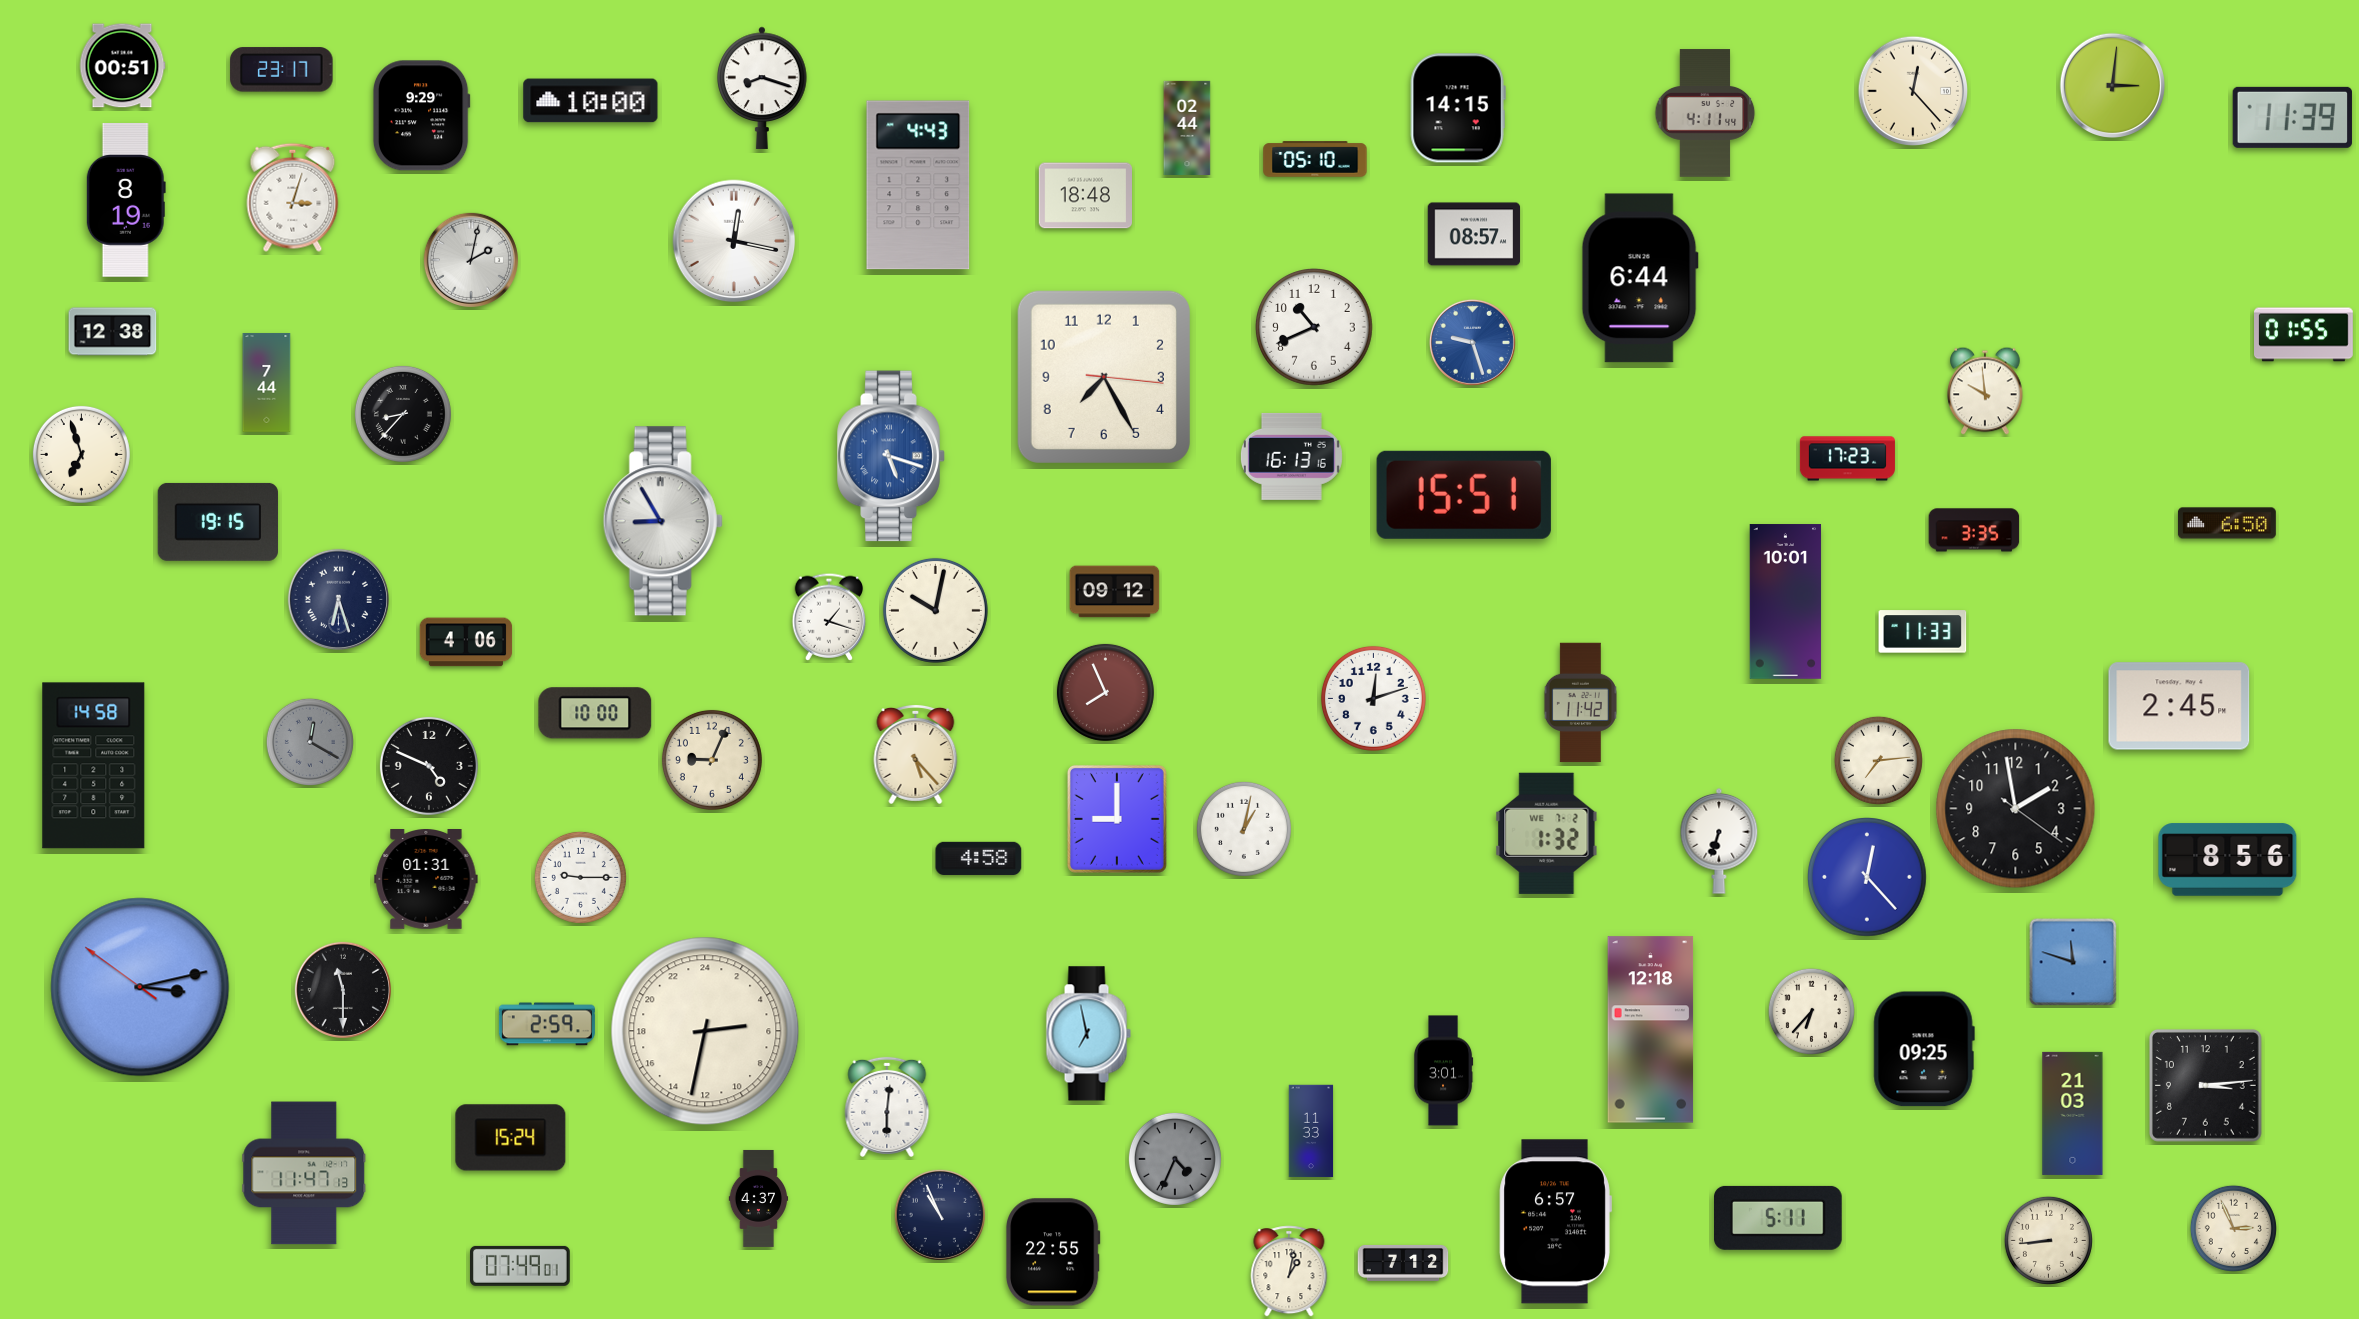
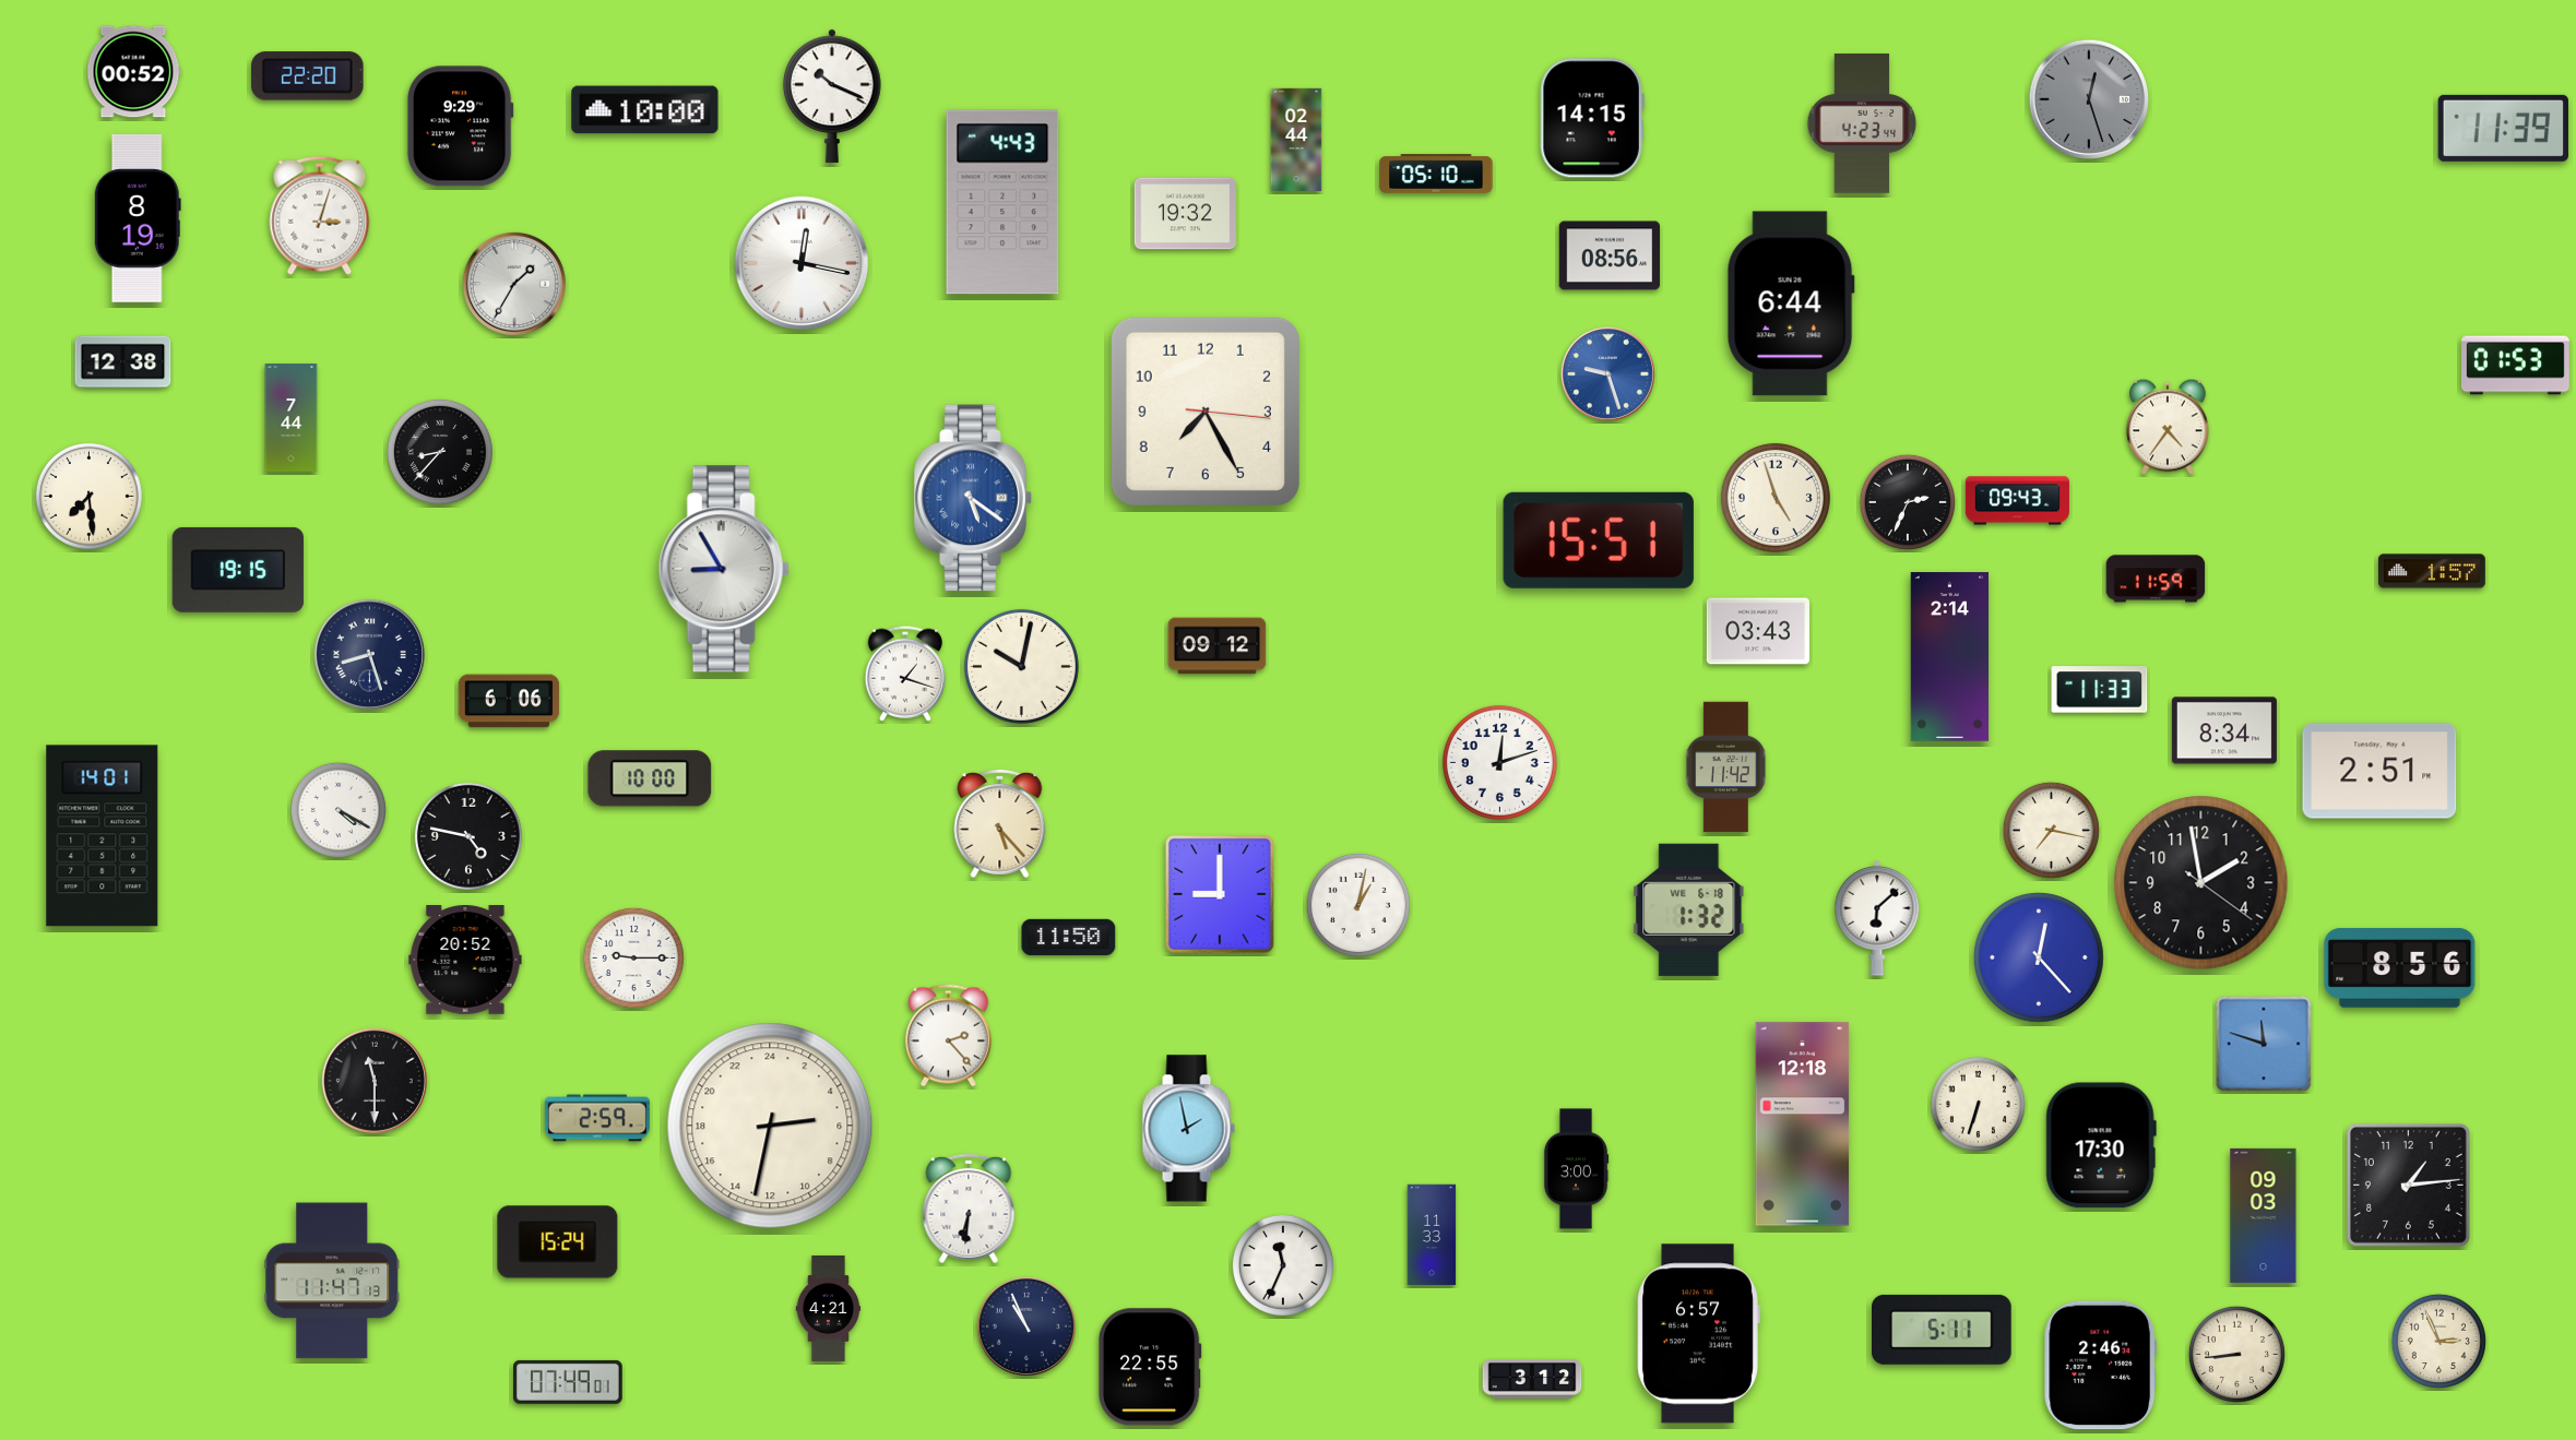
clock at (122, 66): 00:51 -> 00:52
clock at (282, 70): 23:17 -> 22:20
clock at (2112, 85): 3:01 -> none
clock at (762, 88): 8:18 -> 10:19
clock at (1913, 91): 12:23 -> 12:27
clock at (1913, 91) dial: cream -> grey
clock at (1705, 113): 4:11 -> 4:23
clock at (1085, 196): 18:48 -> 19:32
clock at (1474, 234): 08:57 -> 08:56
clock at (471, 260): 2:02 -> 1:35
clock at (1315, 328): 10:41 -> none
clock at (2304, 335): 01:55 -> 01:53
clock at (1985, 391): 9:59 -> 4:36
clock at (81, 454): 6:57 -> 7:29
clock at (891, 456): 5:18 -> 5:21
clock at (1291, 456): 16:13 -> none
clock at (1776, 498): none -> 4:57
clock at (1847, 459): 17:23 -> 09:43
clock at (1908, 502): none -> 2:34
clock at (2227, 523): 6:50 -> 1:57
clock at (1974, 530): 3:35 -> 11:59
clock at (1758, 631): none -> 03:43
clock at (338, 599): 6:27 -> 8:27
clock at (1786, 602): 10:01 -> 2:14
clock at (466, 642): 4:06 -> 6:06
clock at (2224, 730): none -> 8:34
clock at (1105, 692): 7:56 -> none
clock at (2179, 706): 2:45 -> 2:51
clock at (310, 742): 12:20 -> 4:20
clock at (310, 742) dial: grey -> white
clock at (712, 760): 9:04 -> none
clock at (1878, 760): 7:14 -> 7:17
clock at (94, 766): 14:58 -> 14:01
clock at (429, 766): 4:49 -> 4:47
clock at (1547, 833) date: WE 7-2 -> WE 6-18
clock at (1719, 842): 6:33 -> 6:08
clock at (979, 858): 4:58 -> 11:50
clock at (2228, 860) position: (2228, 860) -> (2400, 968)
clock at (426, 880): 01:31 -> 20:52
clock at (949, 1036): none -> 2:23
clock at (2073, 962) position: (2073, 962) -> (2264, 1044)
clock at (140, 987): 3:12 -> none
clock at (1811, 1011): 6:37 -> 6:33
clock at (1088, 1034): 6:58 -> 1:58
clock at (1924, 1049): 09:25 -> 17:30
clock at (1443, 1071): 3:01 -> 3:00
clock at (2205, 1085): 3:14 -> 1:14
clock at (887, 1107): 6:01 -> 6:31
clock at (2073, 1113): 21:03 -> 09:03
clock at (1175, 1159): 4:34 -> 11:34
clock at (1175, 1159) dial: grey -> white
clock at (759, 1198): 4:37 -> 4:21
clock at (2101, 1366): none -> 2:46
clock at (1403, 1263): 7:12 -> 3:12
clock at (1289, 1271): 1:02 -> none
